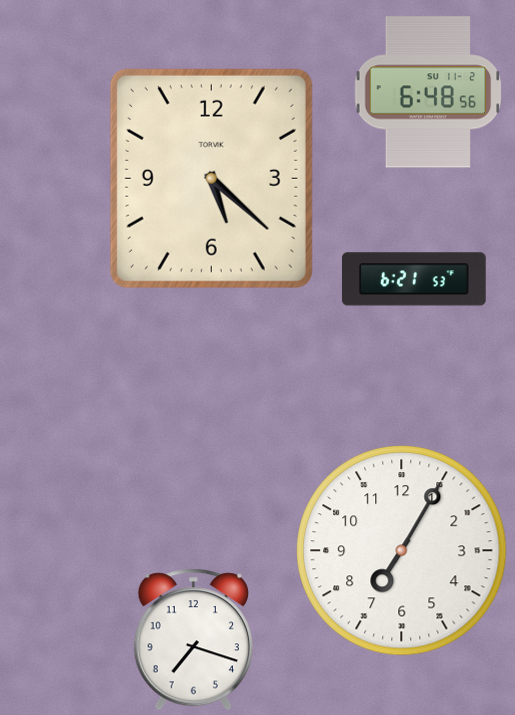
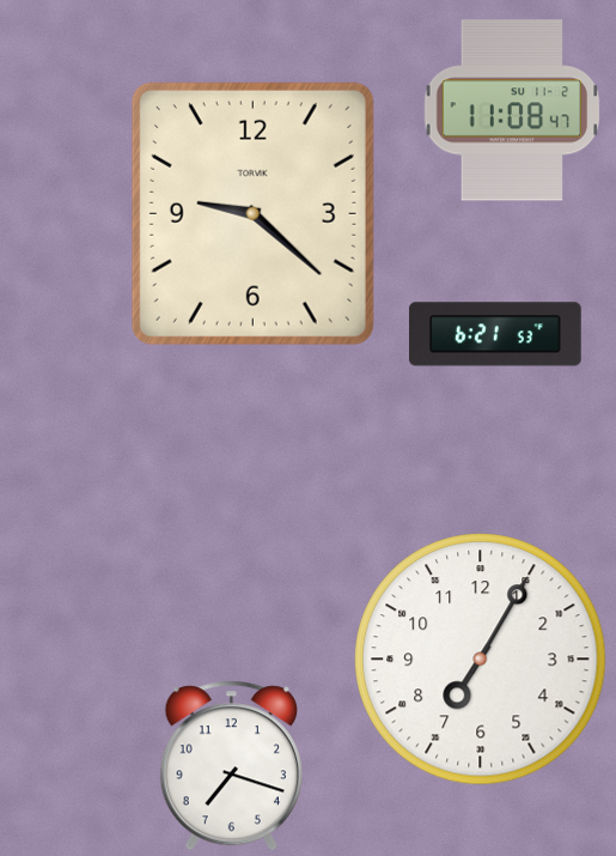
clock at (428, 92): 6:48 -> 11:08
clock at (211, 178): 5:22 -> 9:22
